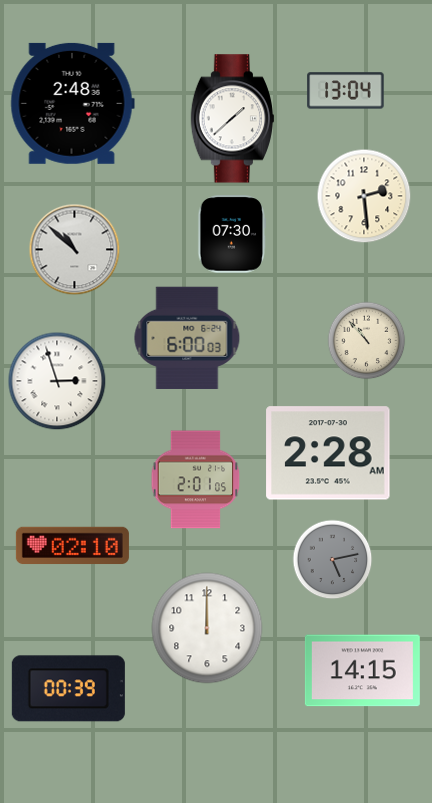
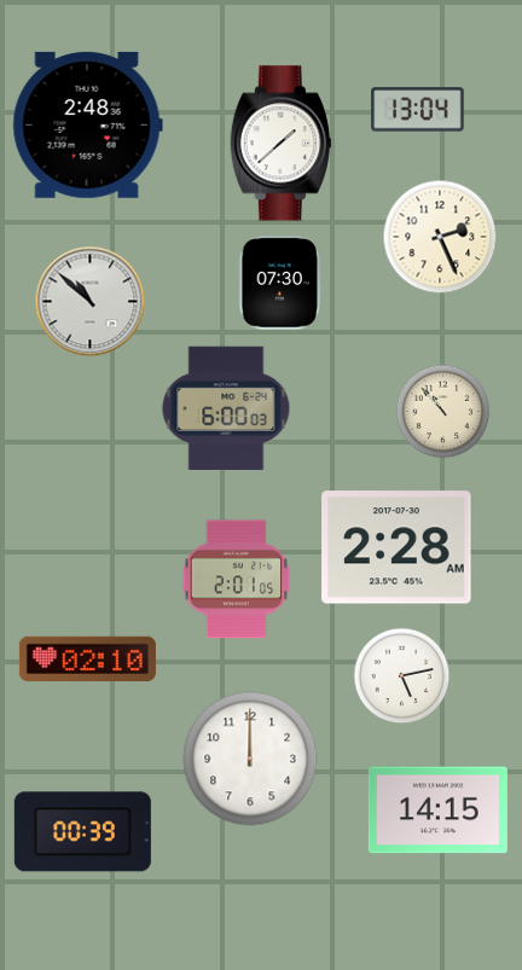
clock at (364, 196): 2:29 -> 2:26
clock at (57, 381): 2:57 -> none
clock at (332, 559) dial: grey -> white
